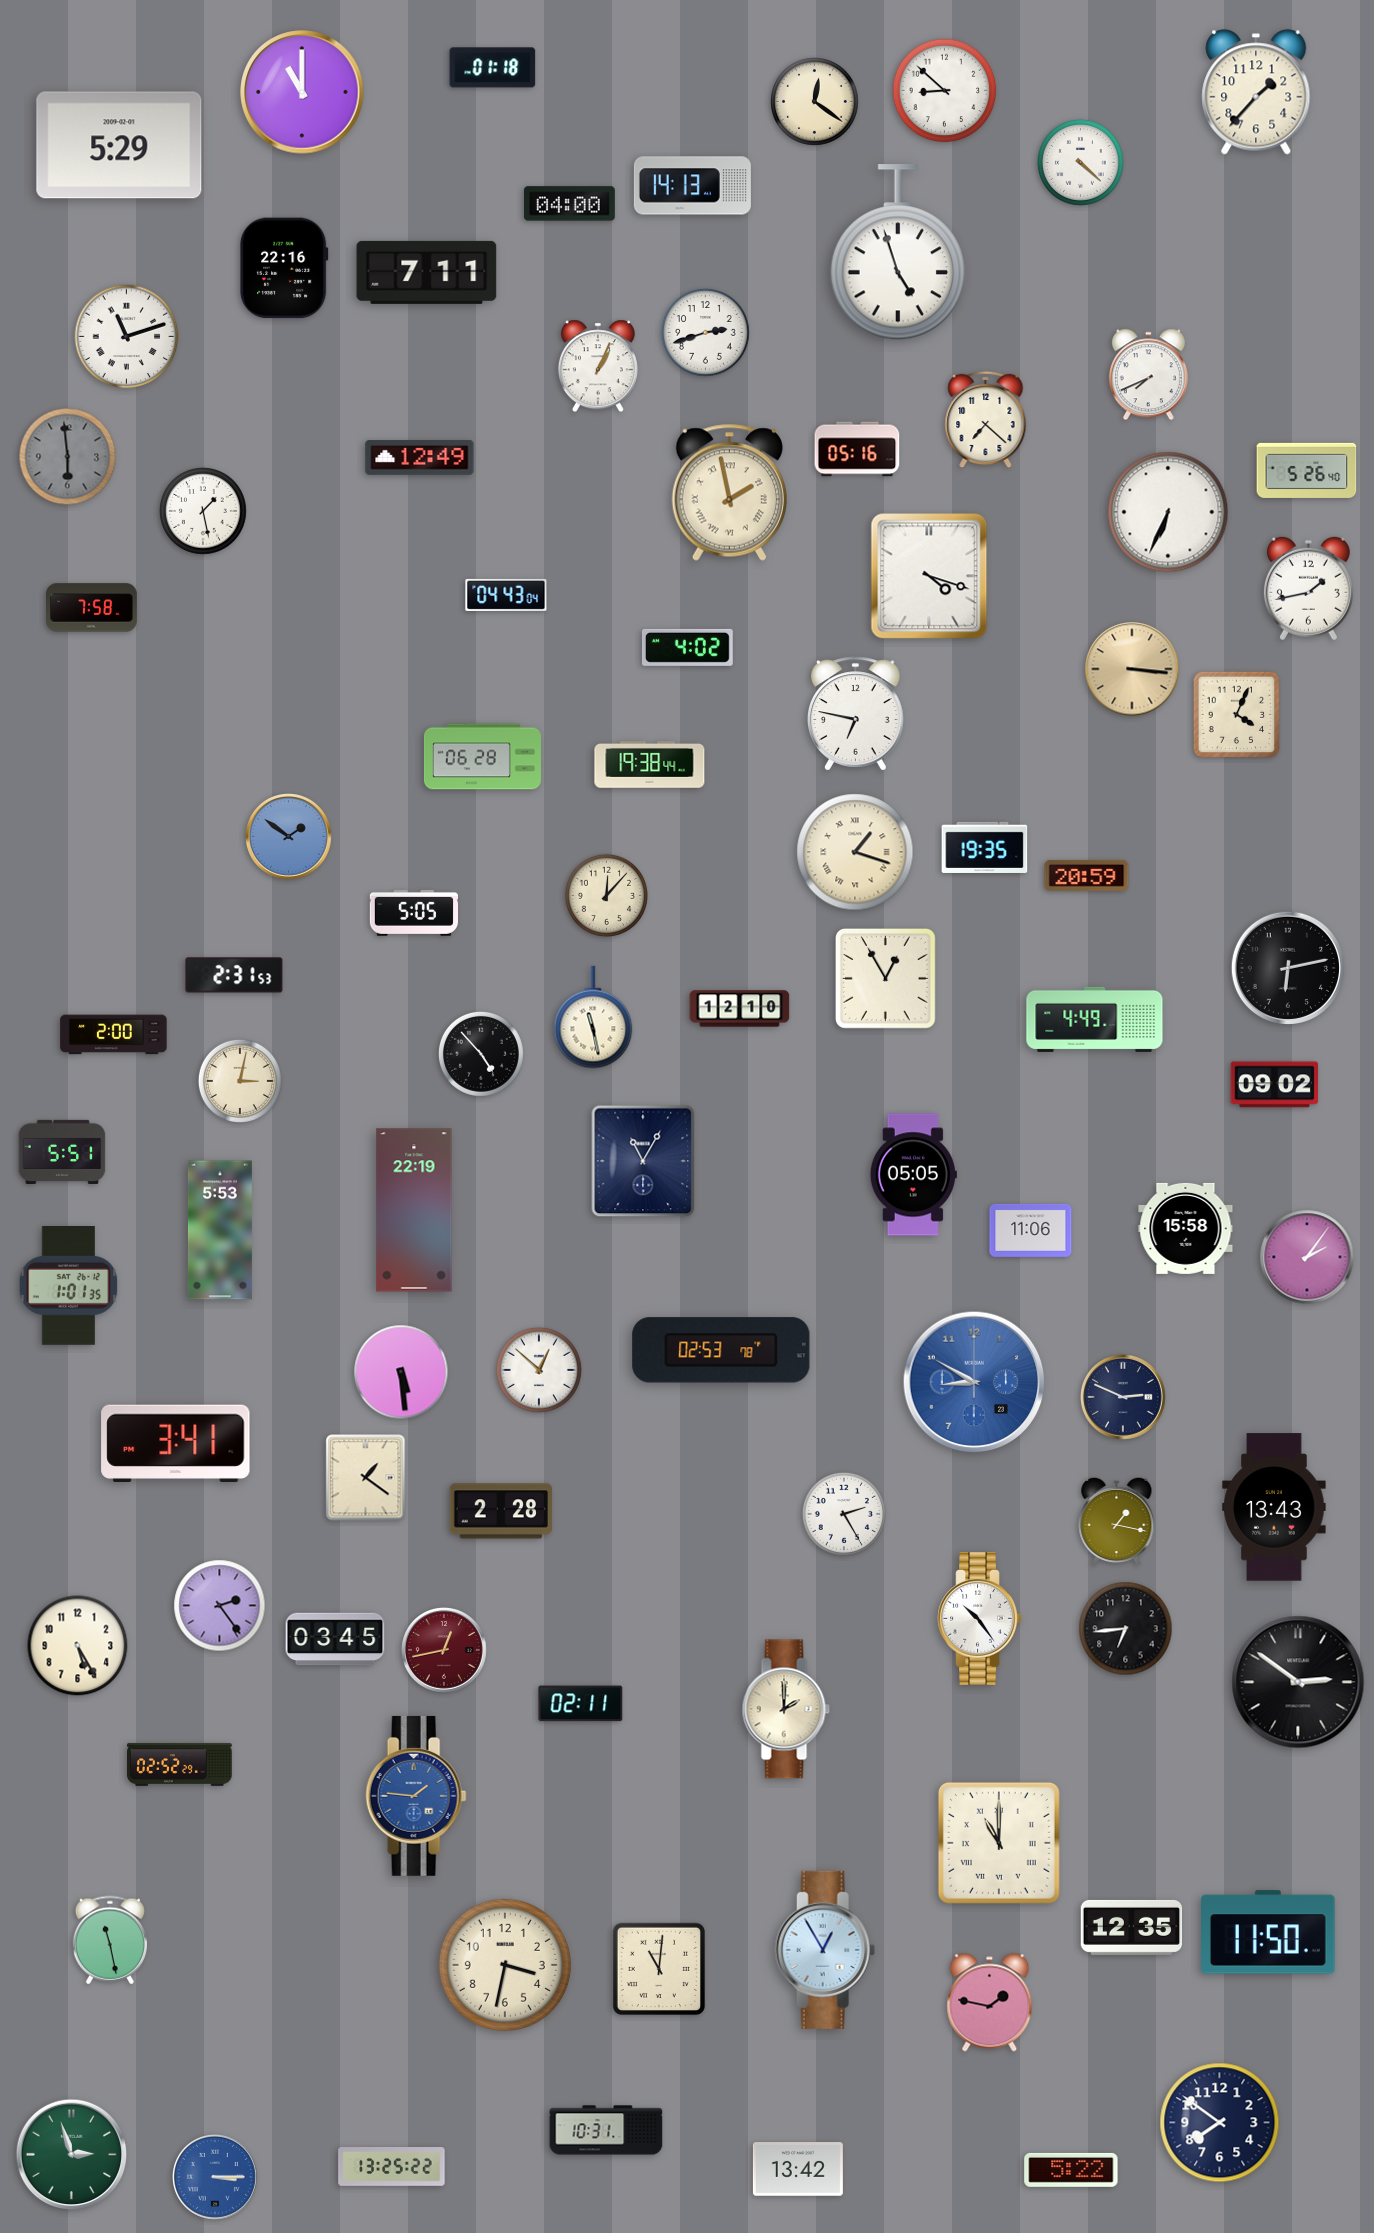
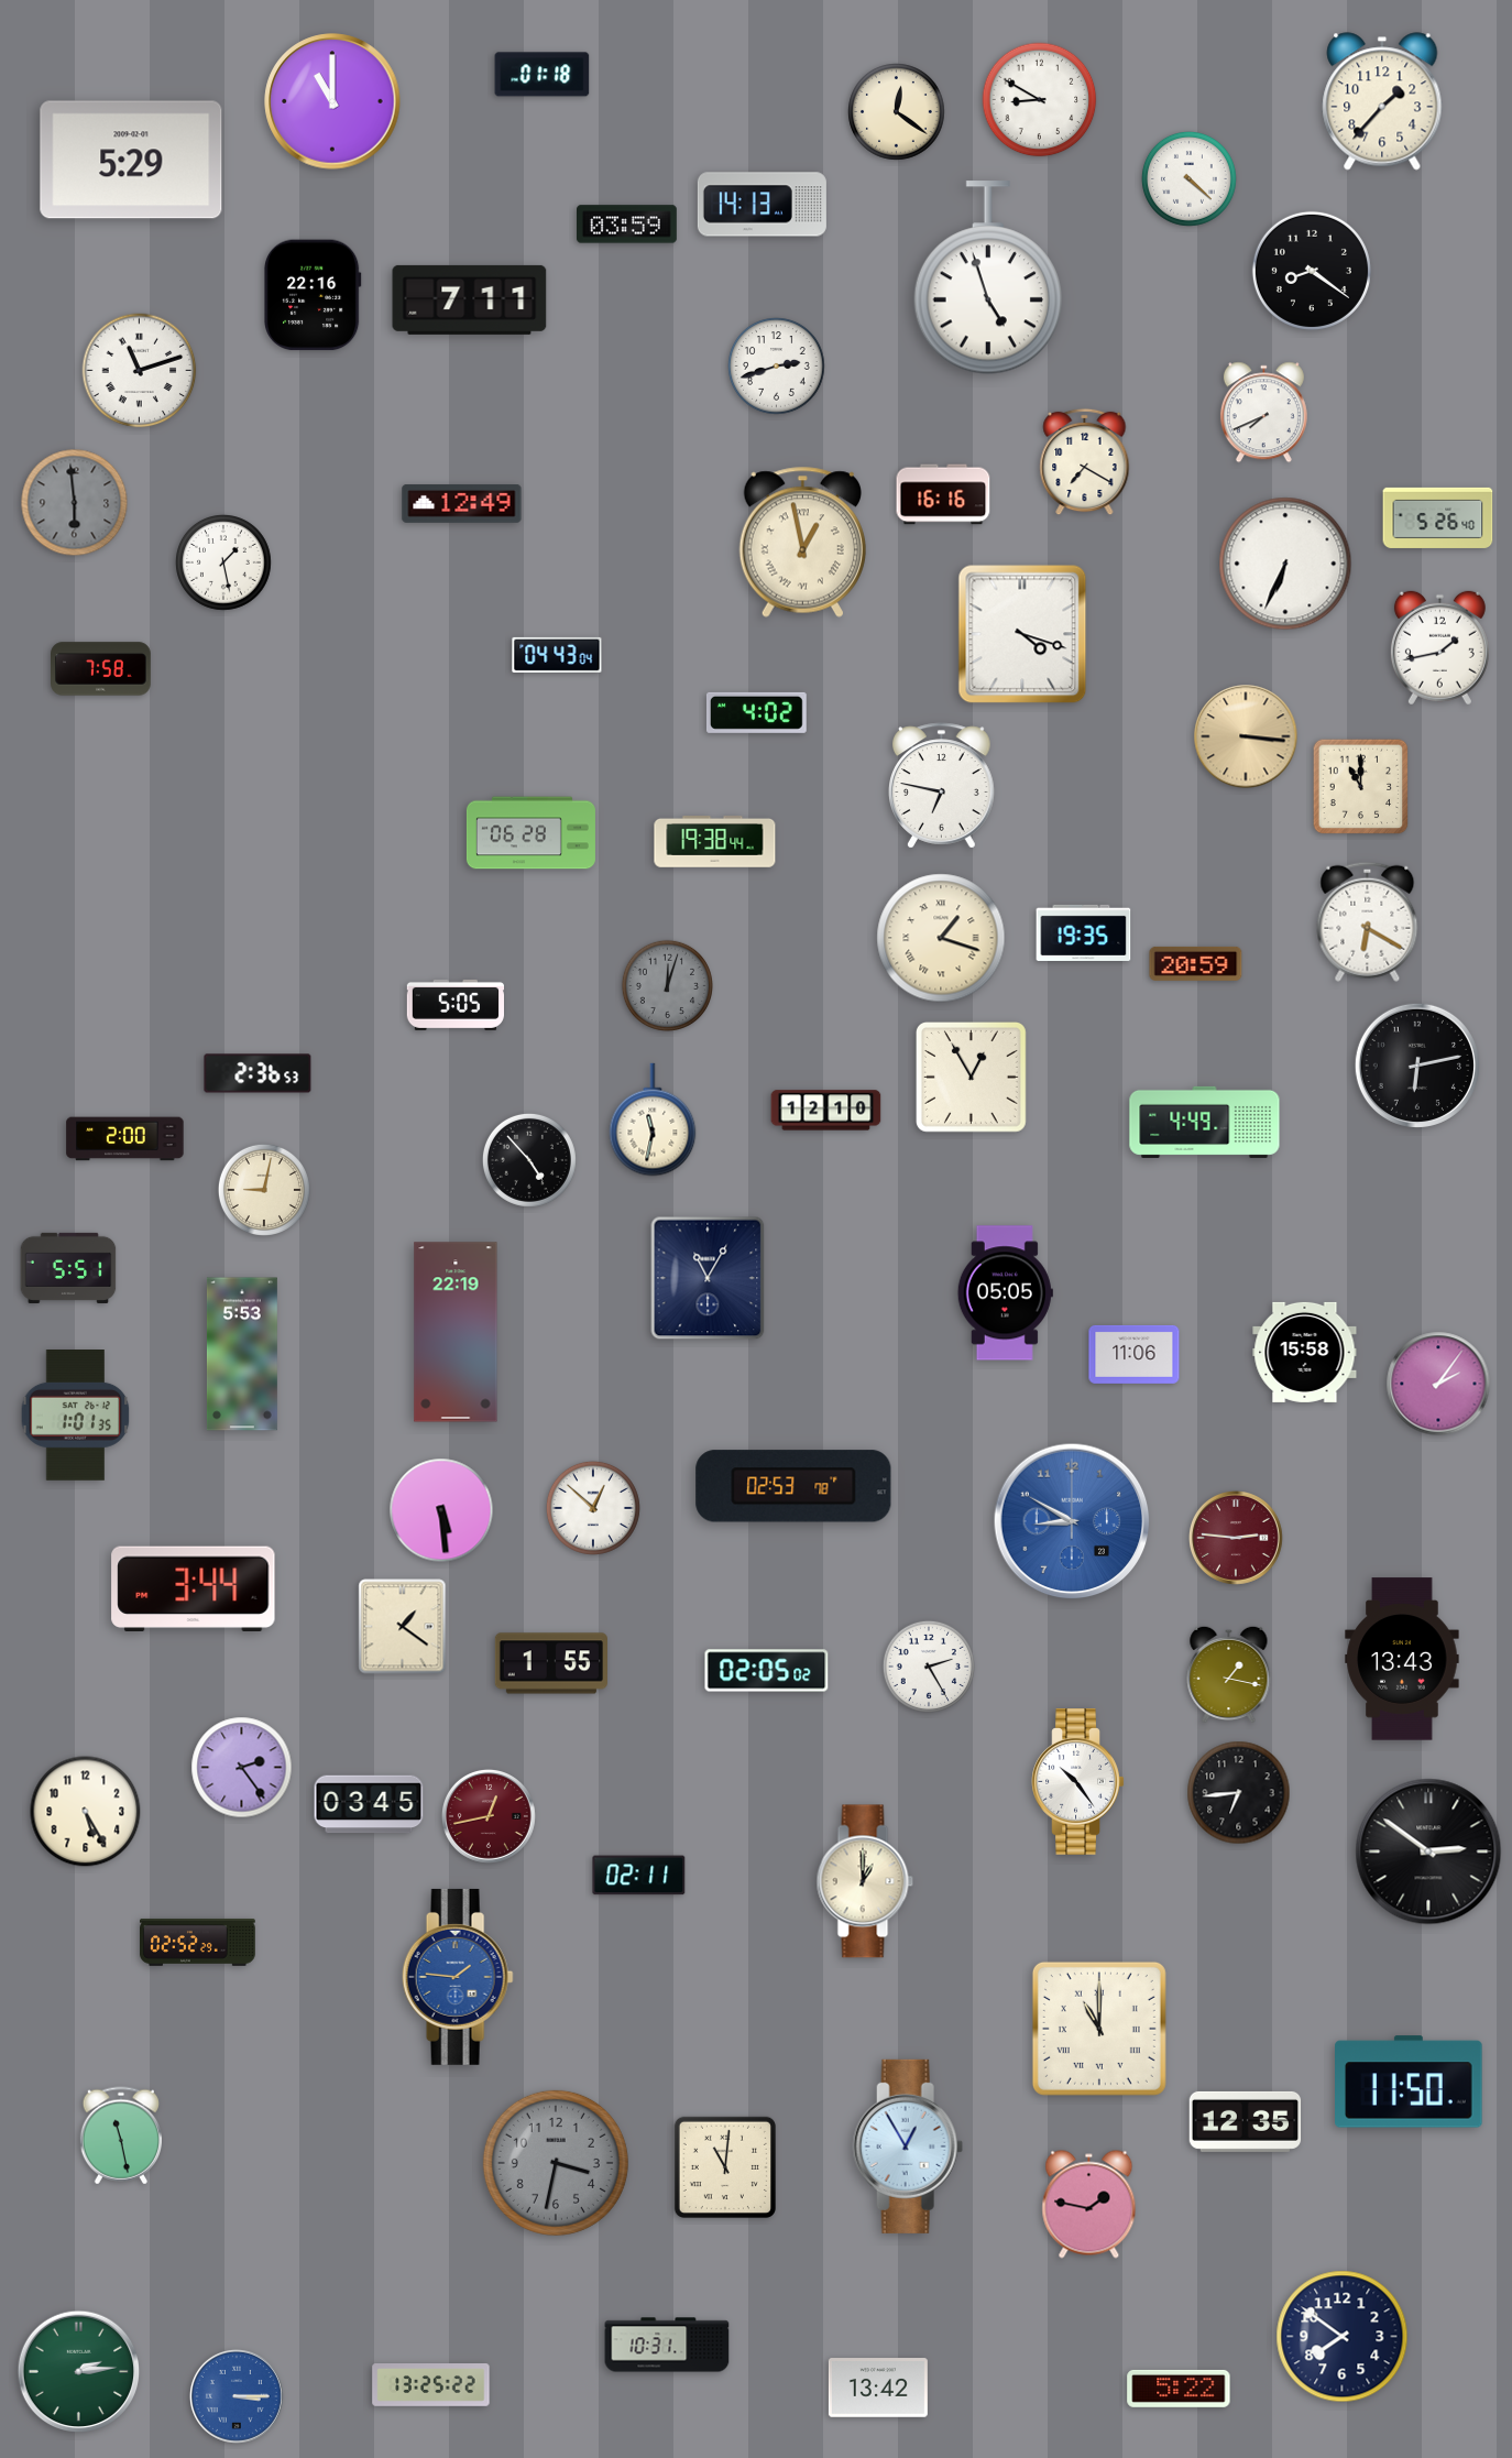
clock at (945, 91): 8:52 -> 8:50
clock at (570, 204): 04:00 -> 03:59
clock at (1312, 271): none -> 8:21
clock at (598, 366): 1:04 -> none
clock at (986, 420): 7:22 -> 7:20
clock at (857, 449): 05:16 -> 16:16
clock at (729, 492): 1:58 -> 12:58
clock at (1237, 715): 4:04 -> 11:00
clock at (289, 837): 1:51 -> none
clock at (1368, 921): none -> 6:20
clock at (606, 895): 12:07 -> 12:03
clock at (606, 895) dial: cream -> grey
clock at (234, 975): 2:31 -> 2:36
clock at (885, 978) position: (885, 978) -> (971, 1077)
clock at (740, 1009) position: (740, 1009) -> (826, 1111)
clock at (593, 1017): 11:28 -> 11:32
clock at (240, 1081): 3:02 -> 9:02
clock at (1275, 1085): 09:02 -> none
clock at (1123, 1397): 2:49 -> 2:46
clock at (1123, 1397) dial: navy -> burgundy
clock at (176, 1443): 3:41 -> 3:44
clock at (501, 1511): 2:28 -> 1:55
clock at (767, 1671): none -> 02:05
clock at (786, 1709): 2:00 -> 1:00
clock at (1268, 1932) position: (1268, 1932) -> (1409, 2082)
clock at (505, 1965) dial: cream -> grey
clock at (72, 2155): 2:57 -> 2:14
